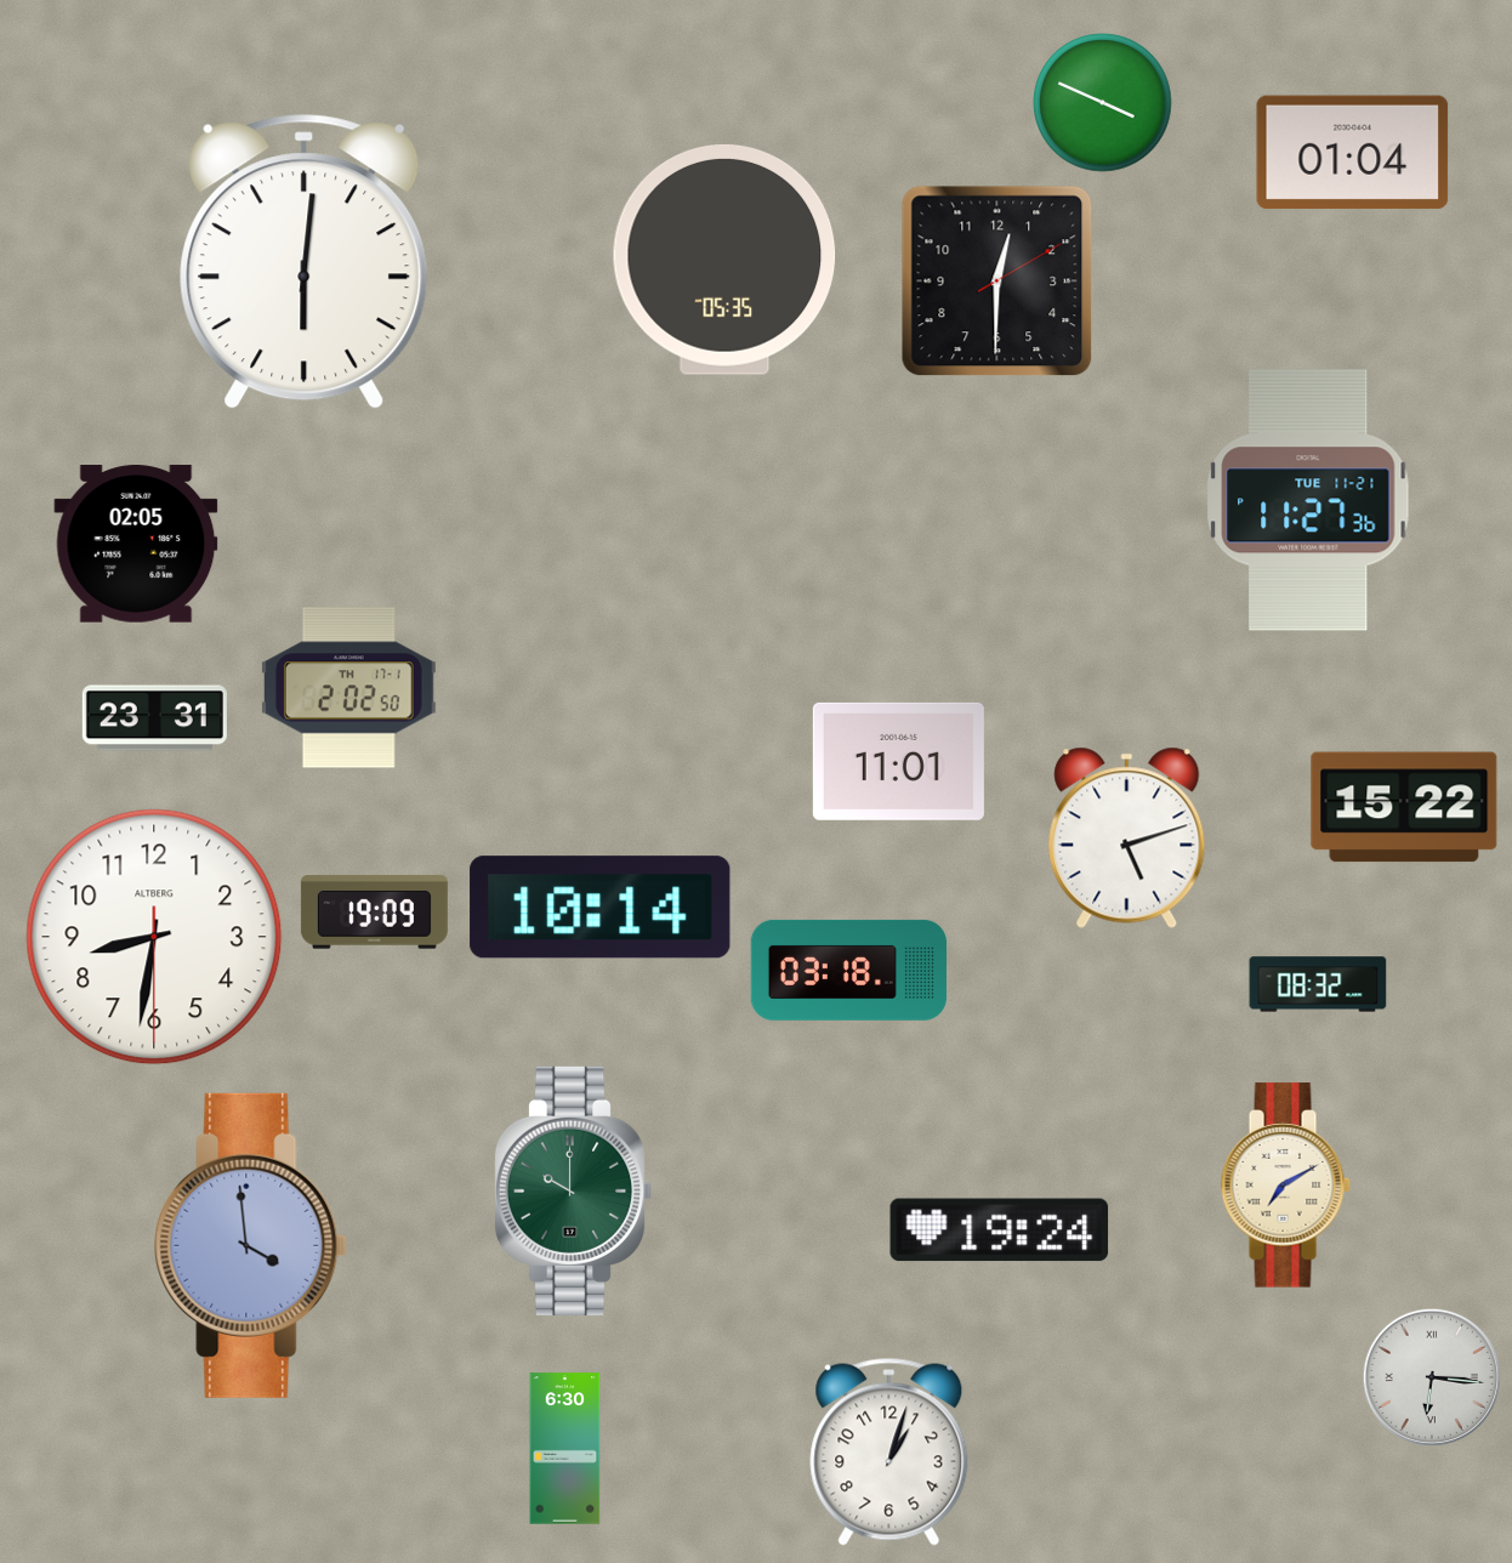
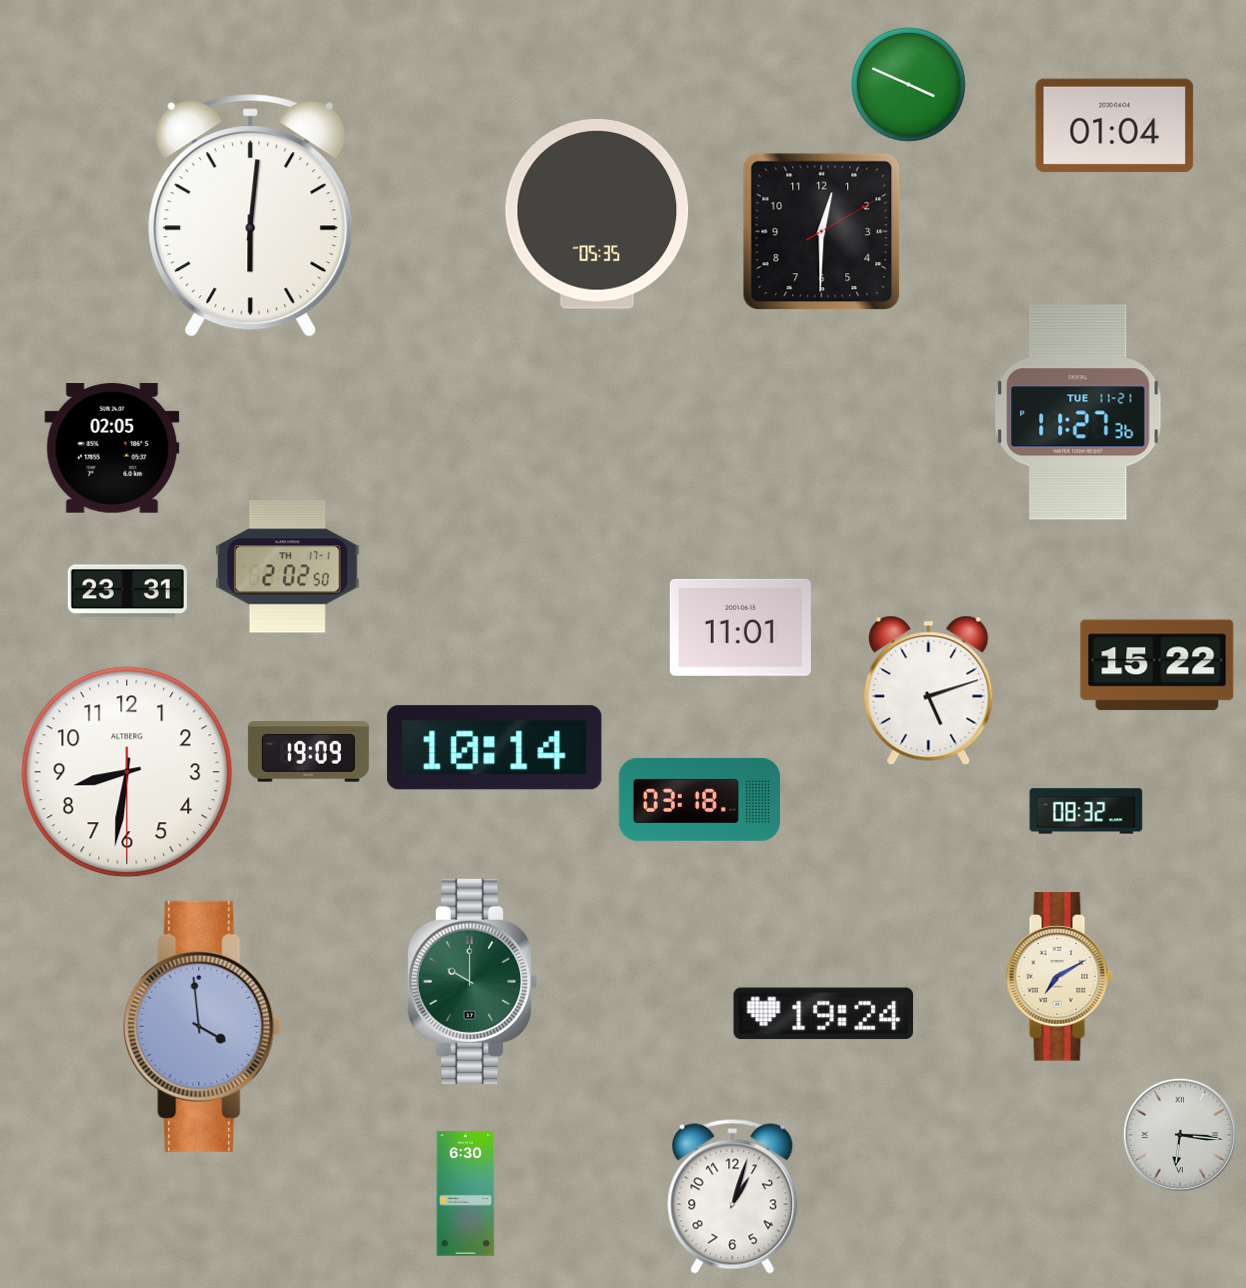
clock at (251, 1245) position: (251, 1245) -> (203, 1026)
